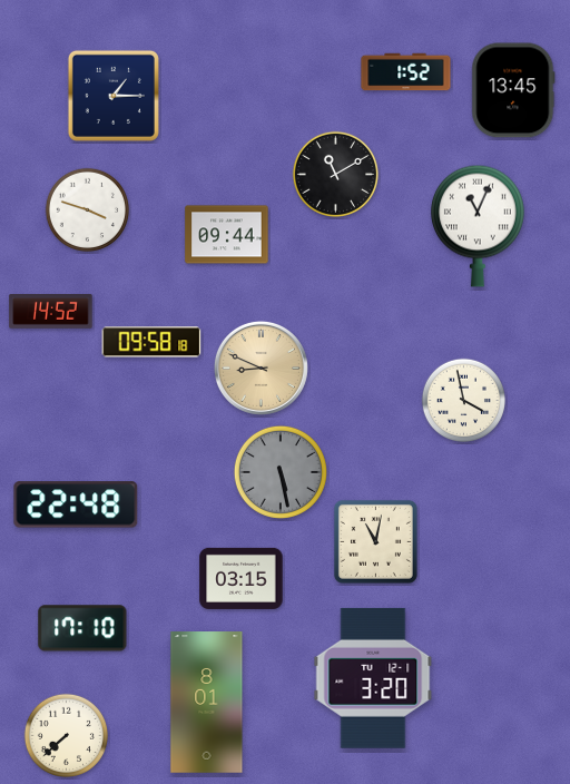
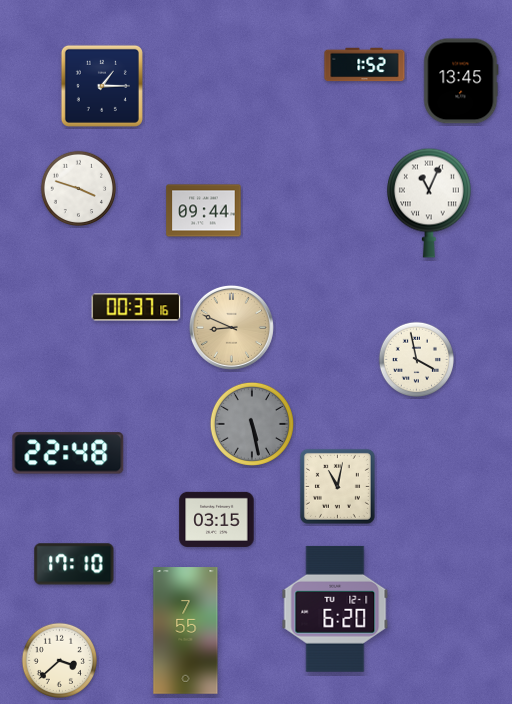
clock at (335, 174): 11:10 -> none
clock at (51, 312): 14:52 -> none
clock at (151, 342): 09:58 -> 00:37
clock at (261, 367) position: (261, 367) -> (231, 327)
clock at (373, 678): 3:20 -> 6:20
clock at (207, 703): 8:01 -> 7:55
clock at (66, 735): 7:38 -> 3:38
